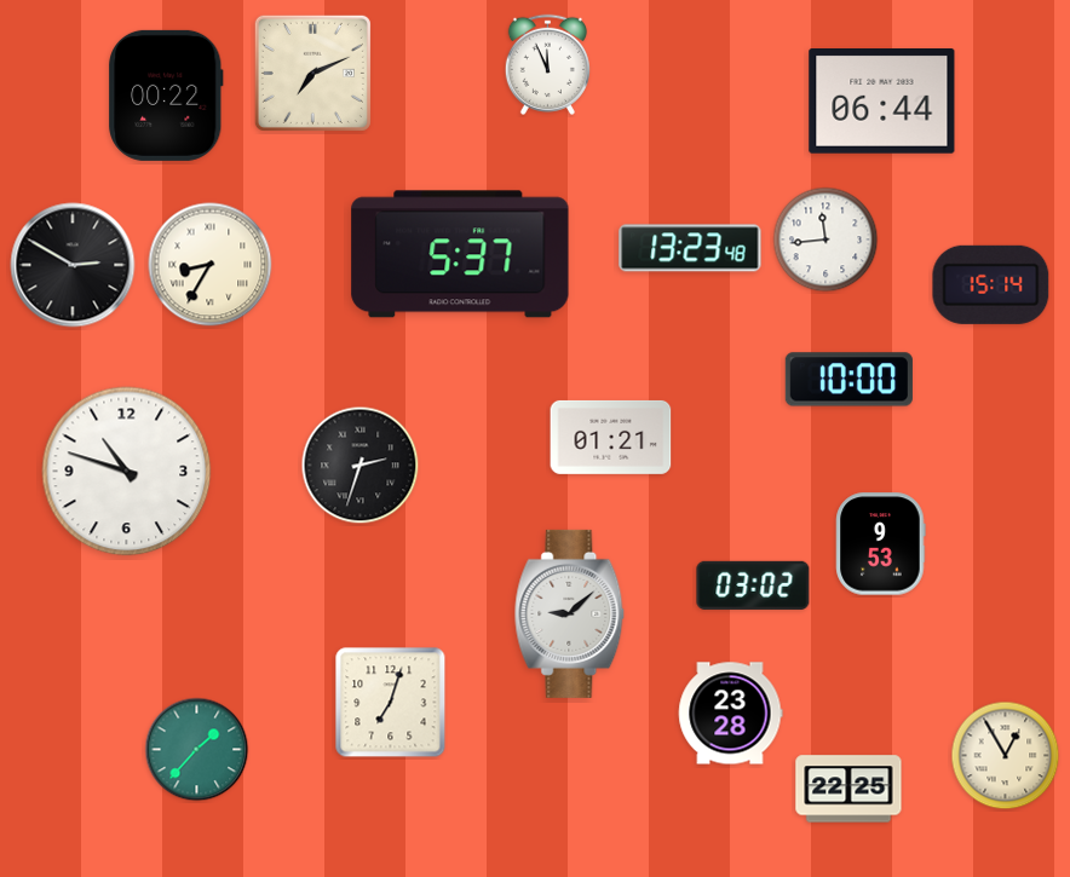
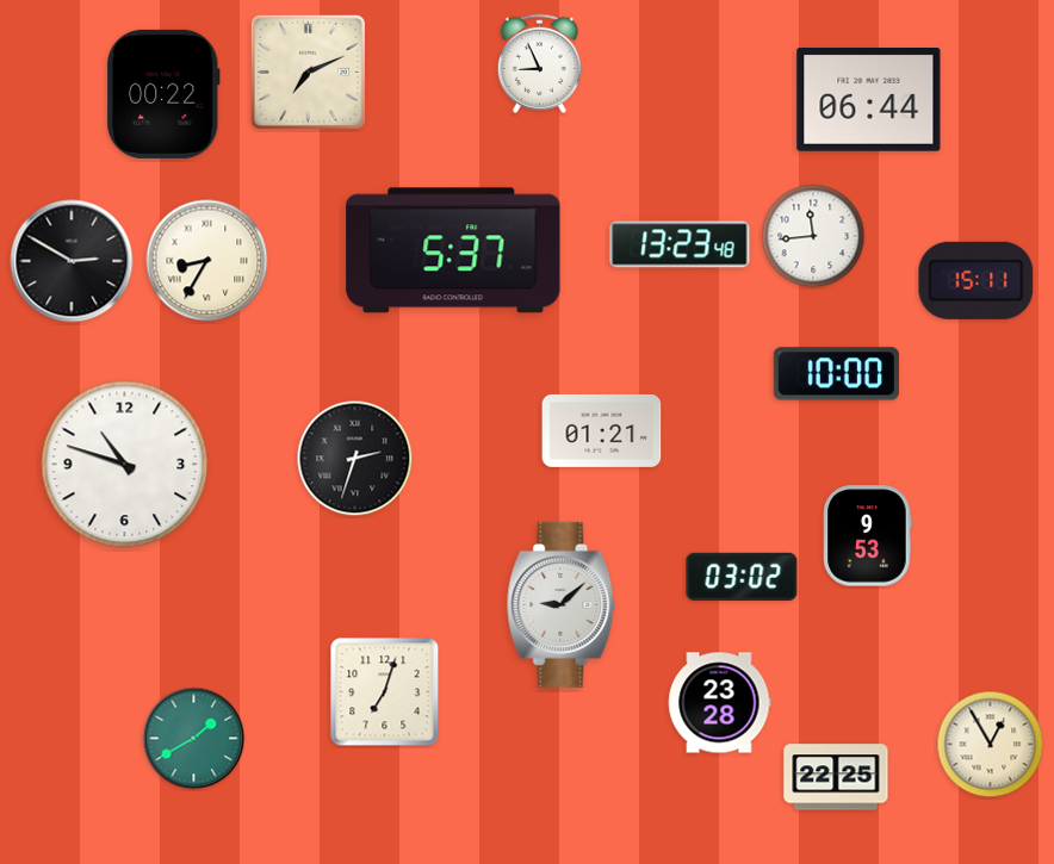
clock at (547, 64): 11:56 -> 8:56
clock at (991, 284): 15:14 -> 15:11
clock at (197, 750): 1:37 -> 1:40
